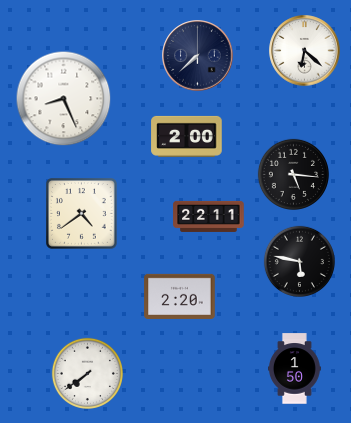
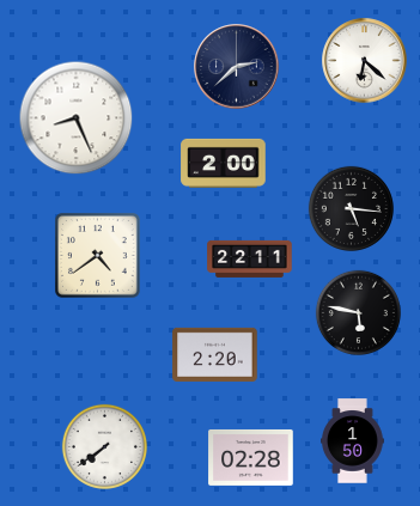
clock at (198, 56): 7:38 -> 2:38
clock at (251, 458): none -> 02:28
